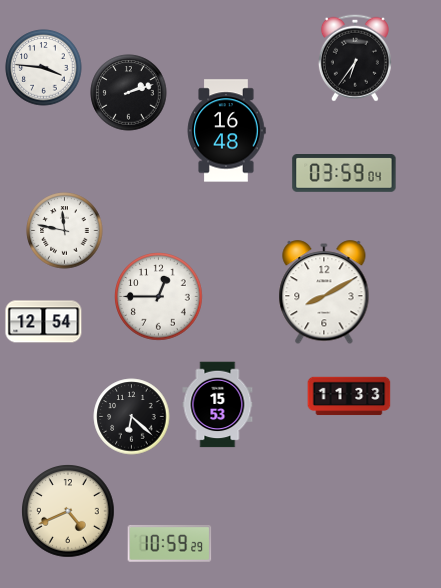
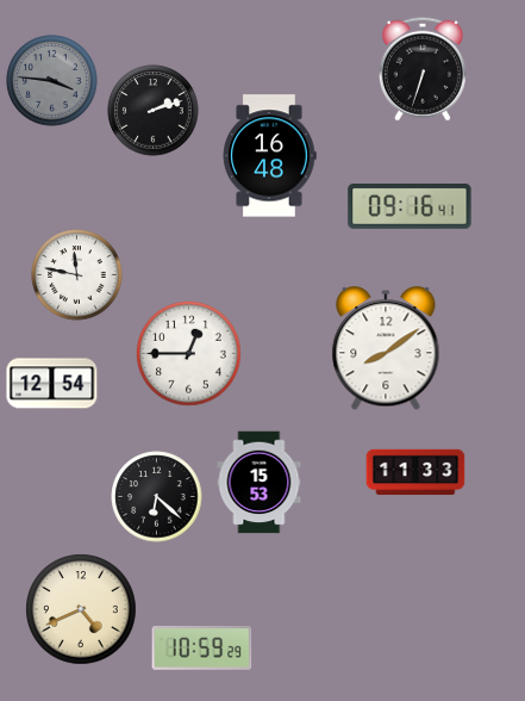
clock at (355, 58): 6:36 -> 6:33
clock at (44, 68) dial: white -> grey
clock at (344, 174): 03:59 -> 09:16
clock at (324, 293): 8:10 -> 8:09
